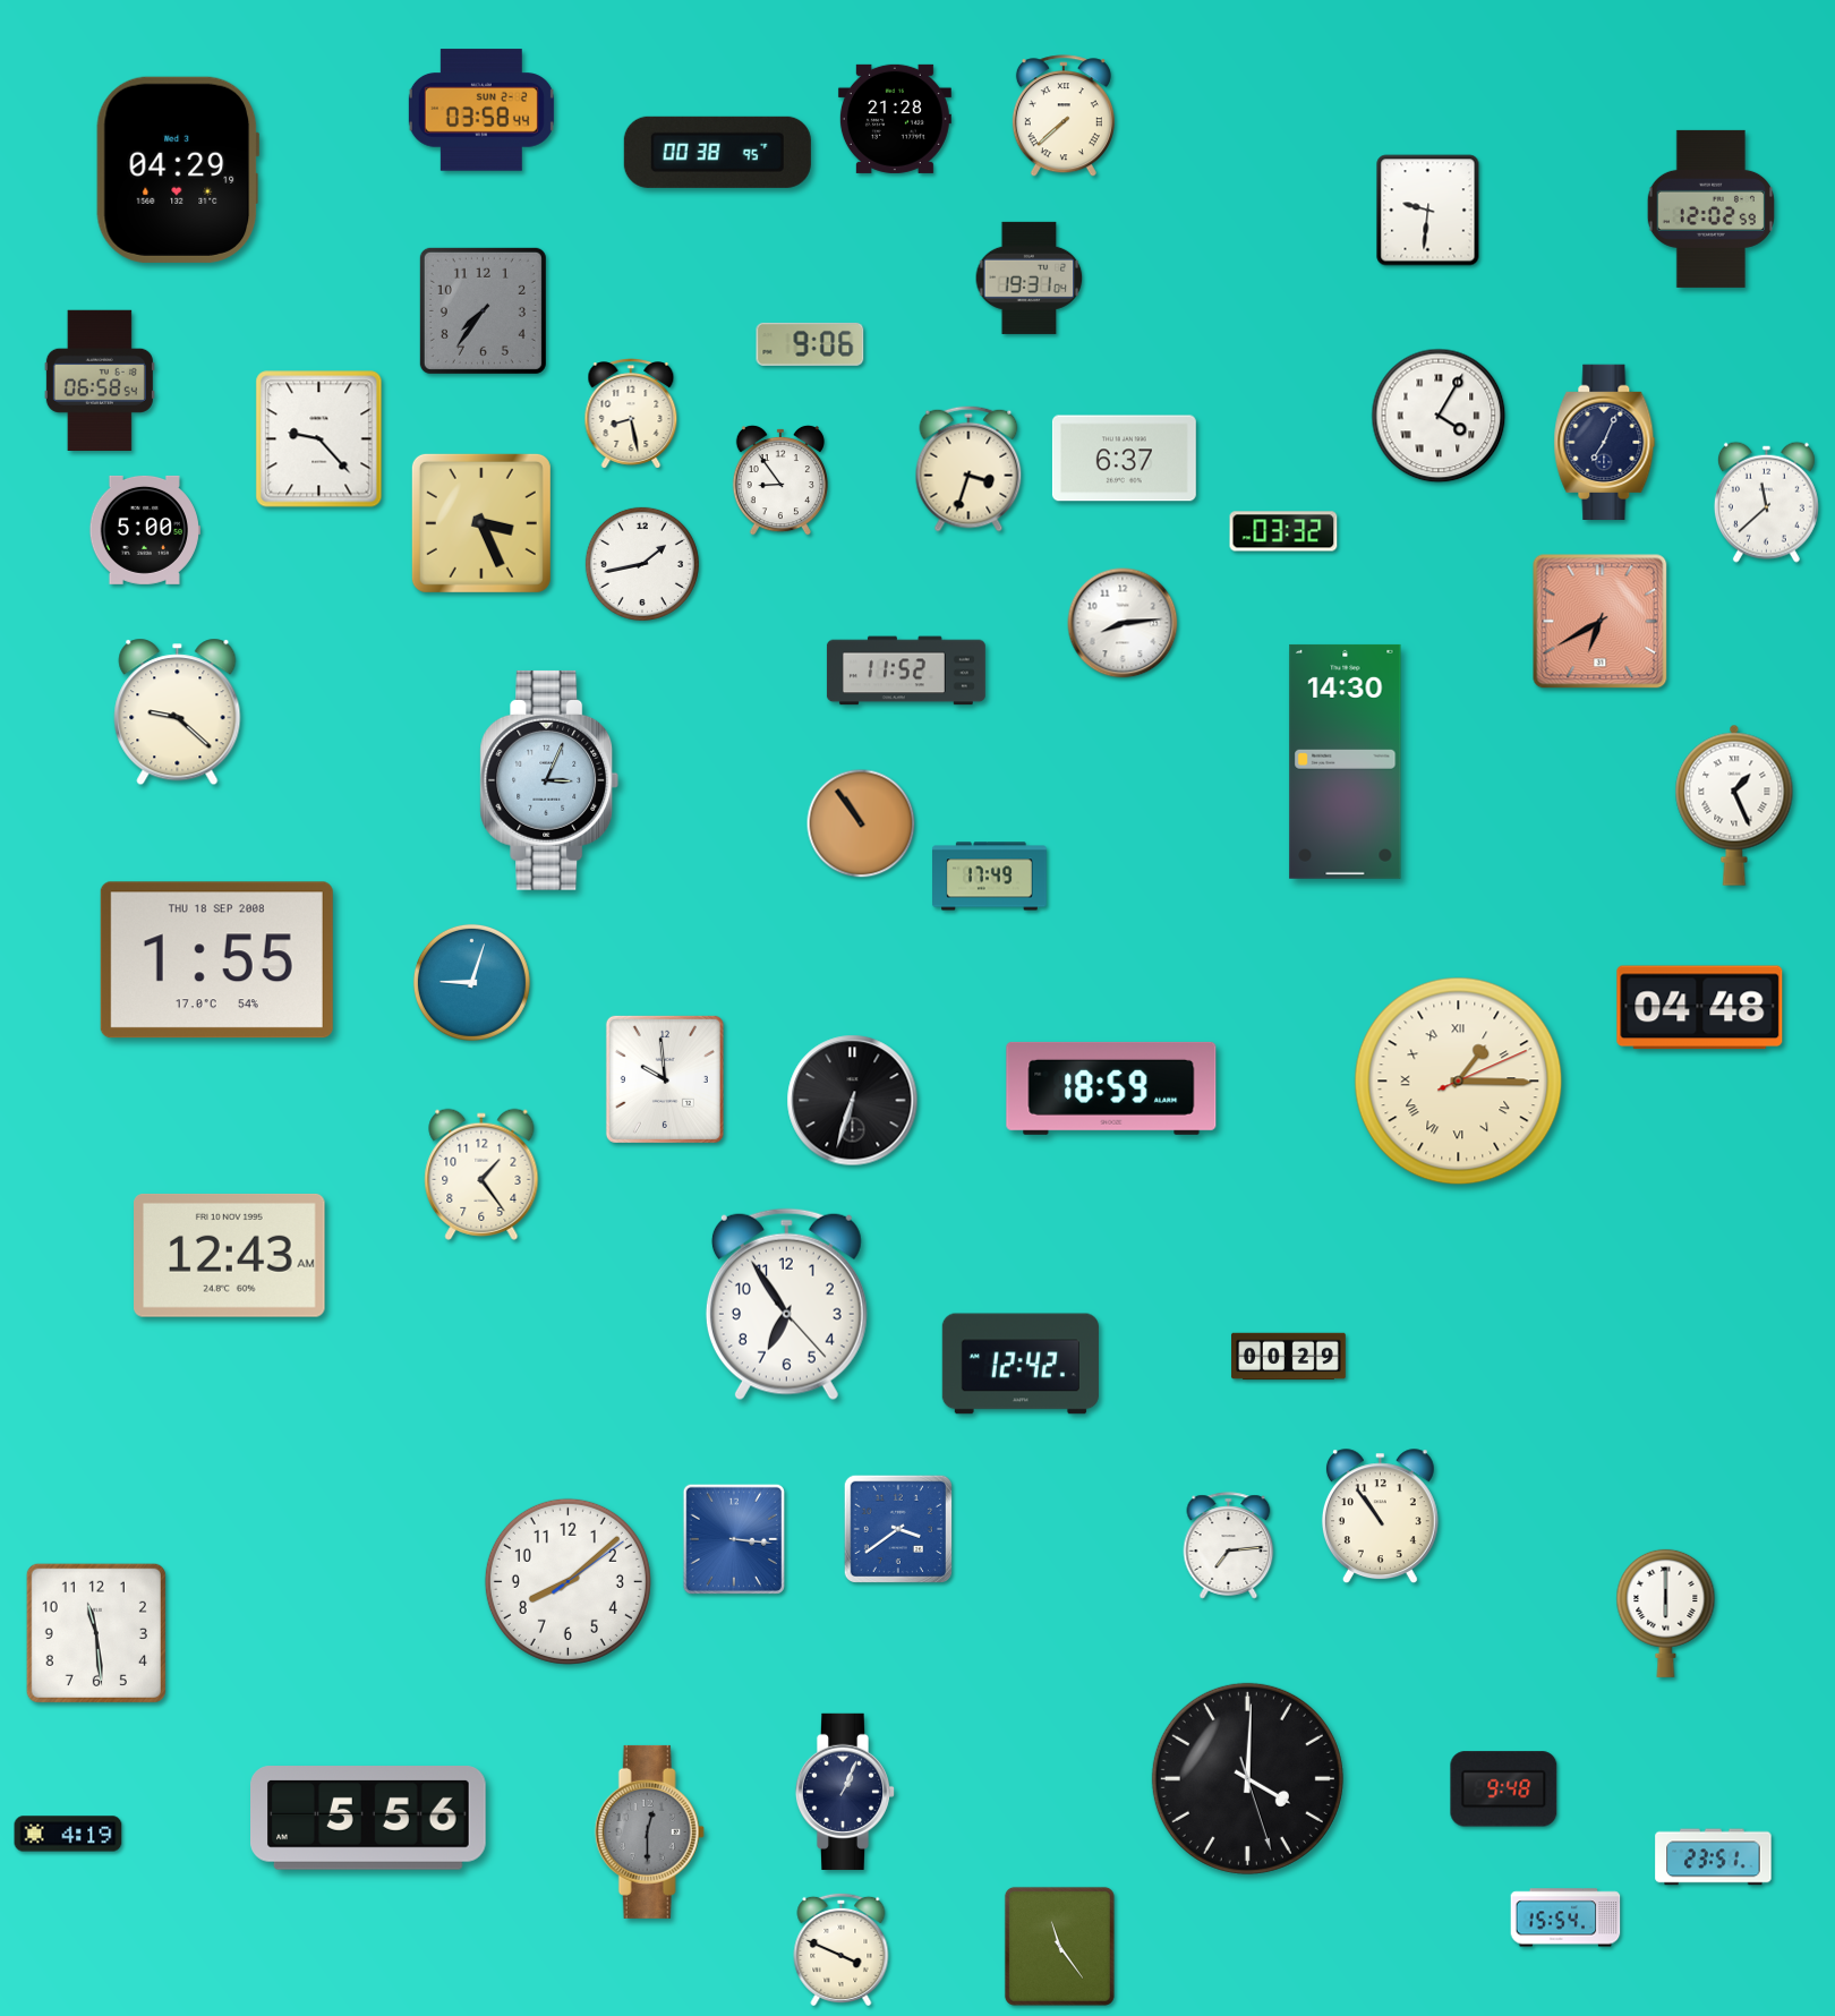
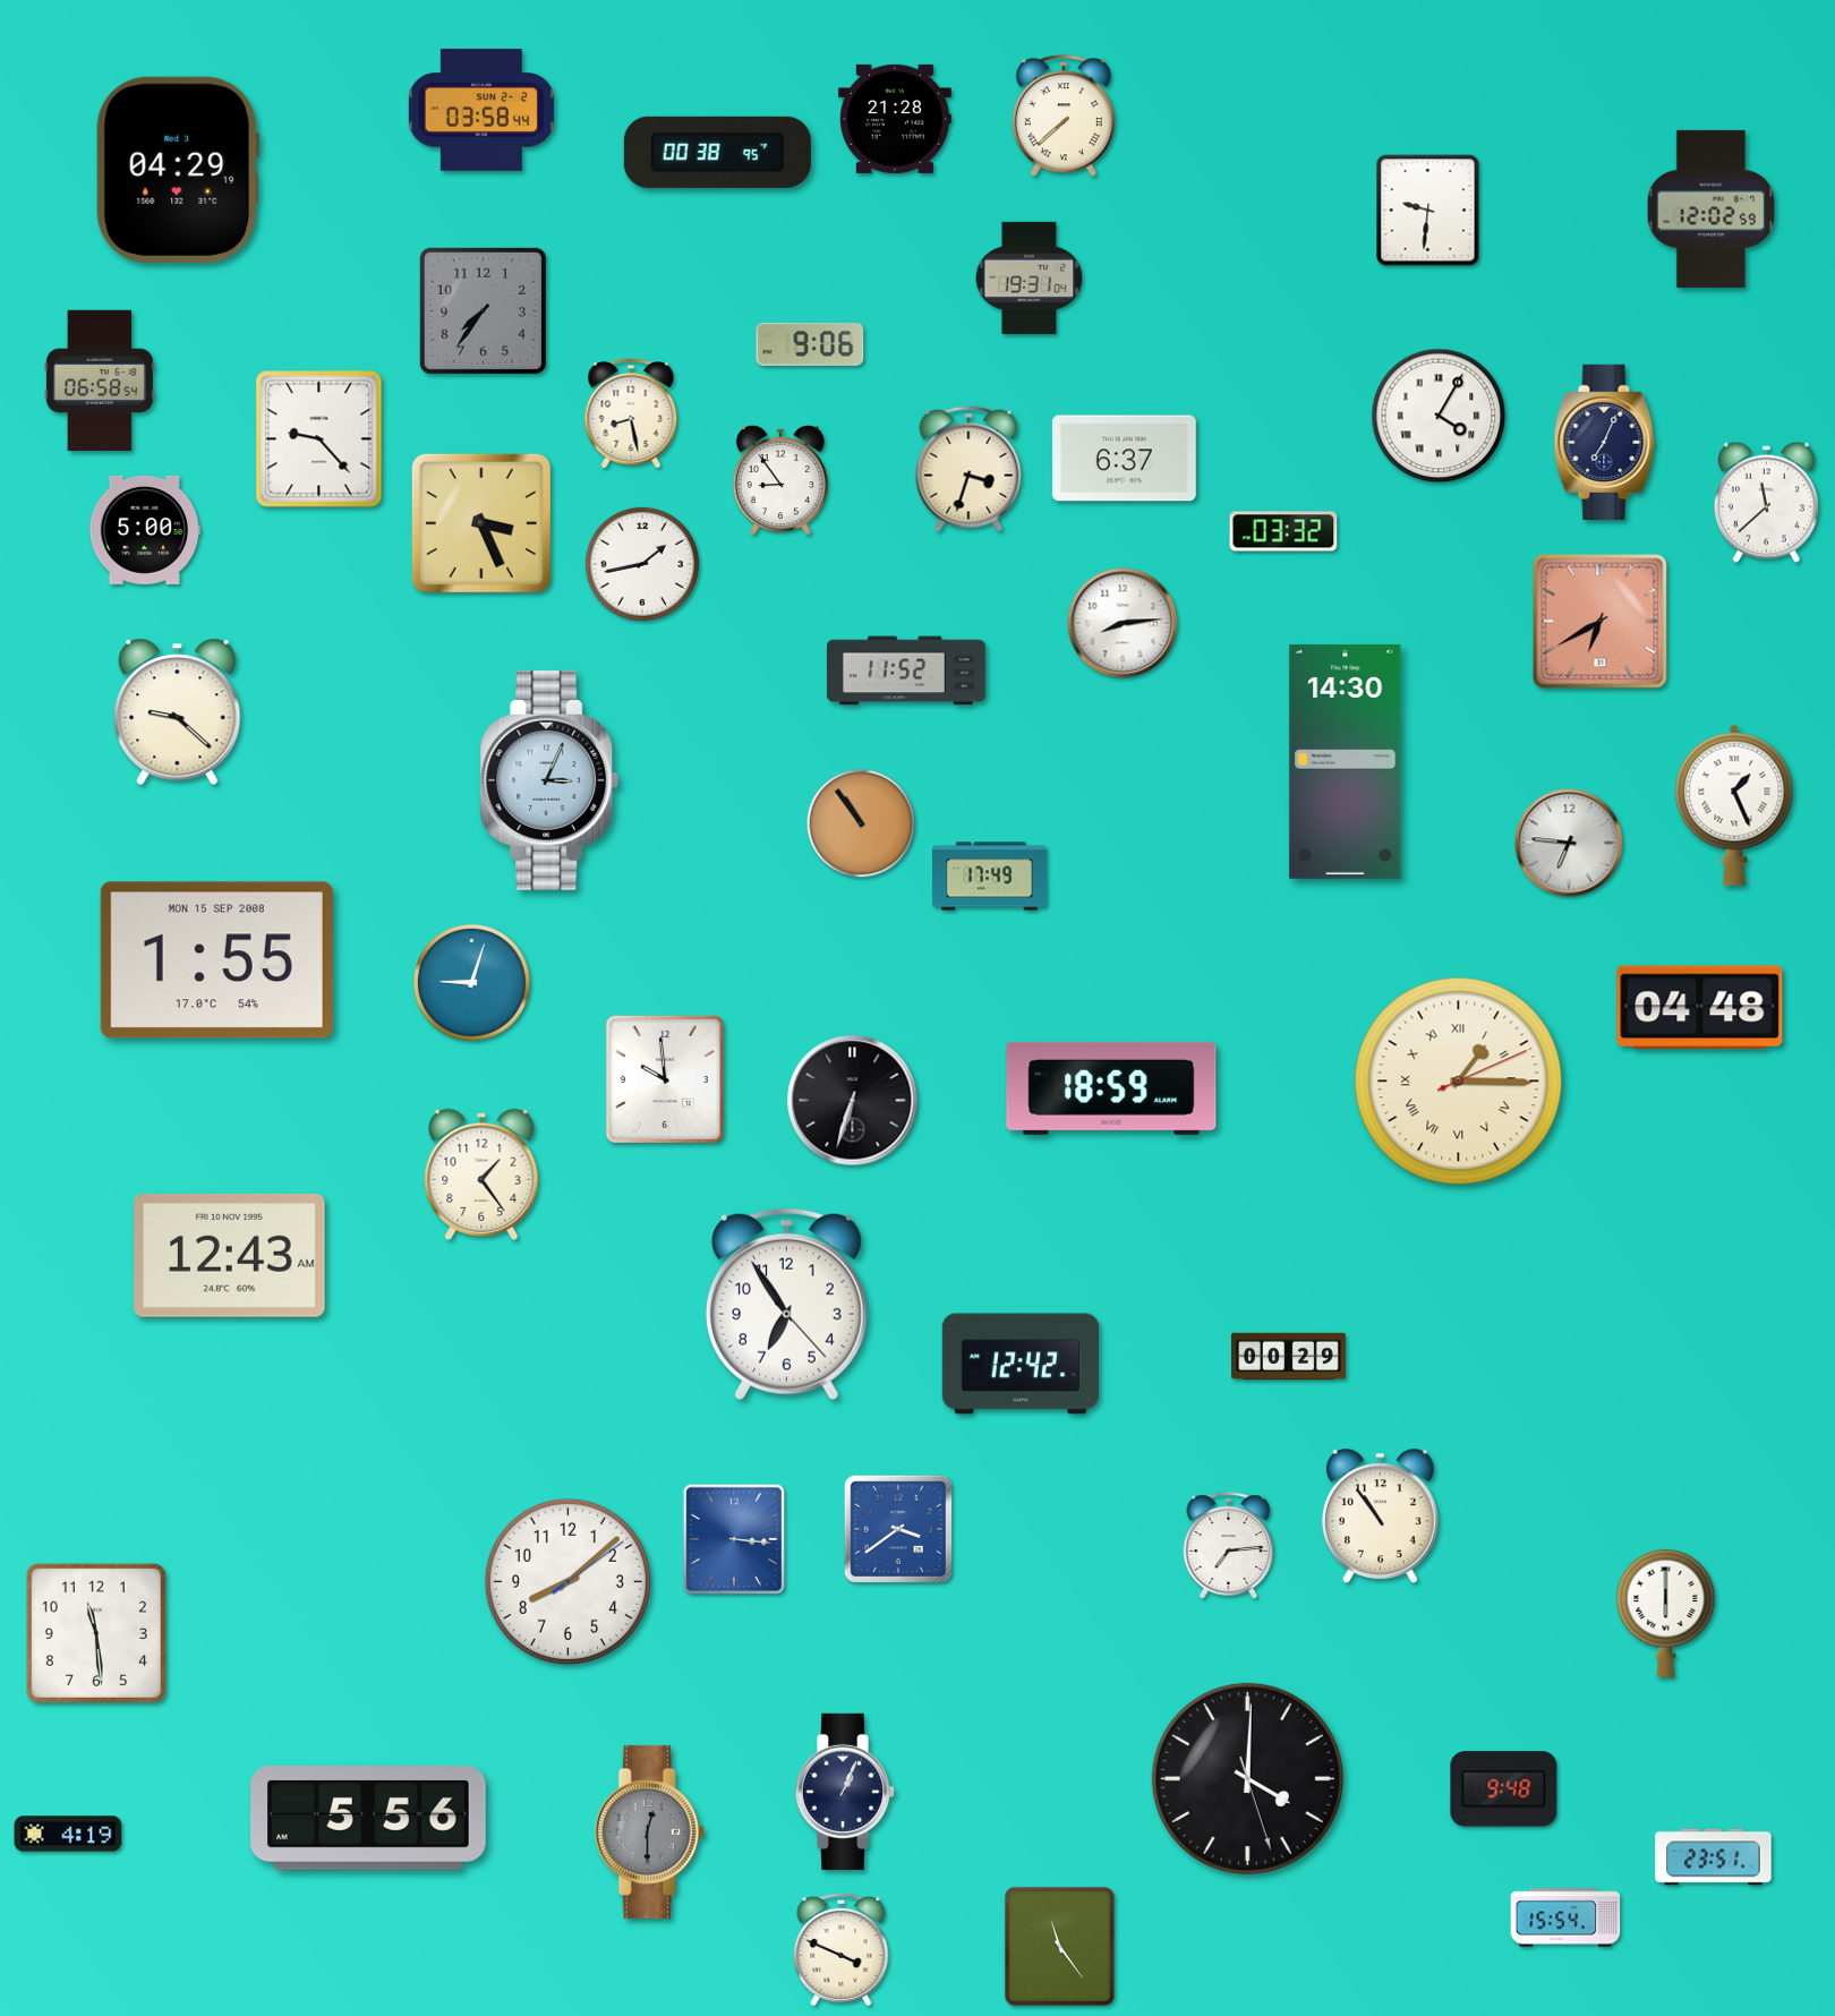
clock at (1569, 843): none -> 6:46
clock at (216, 960) date: THU 18 SEP 2008 -> MON 15 SEP 2008
